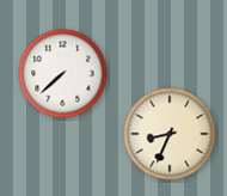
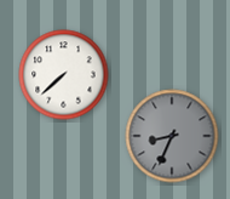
clock at (170, 134) dial: cream -> grey
